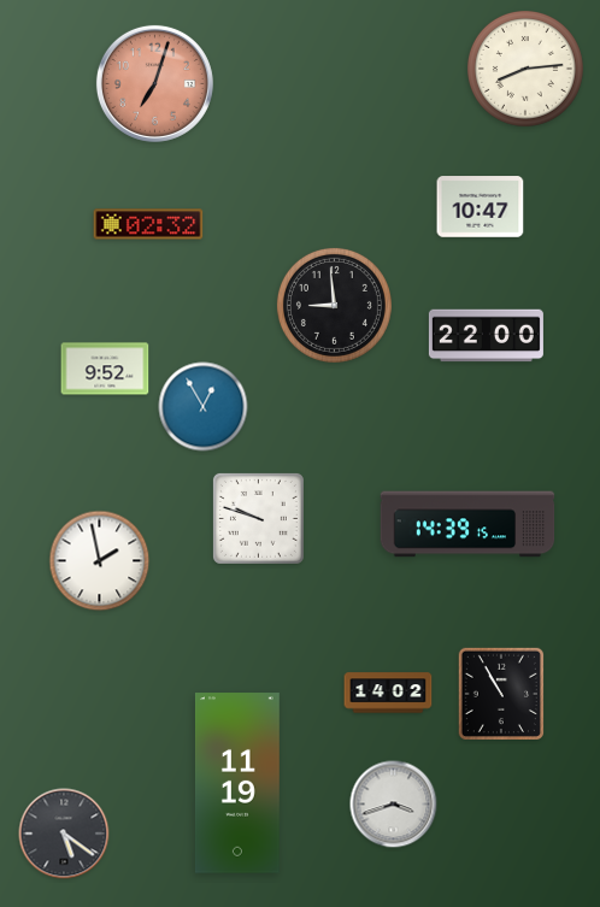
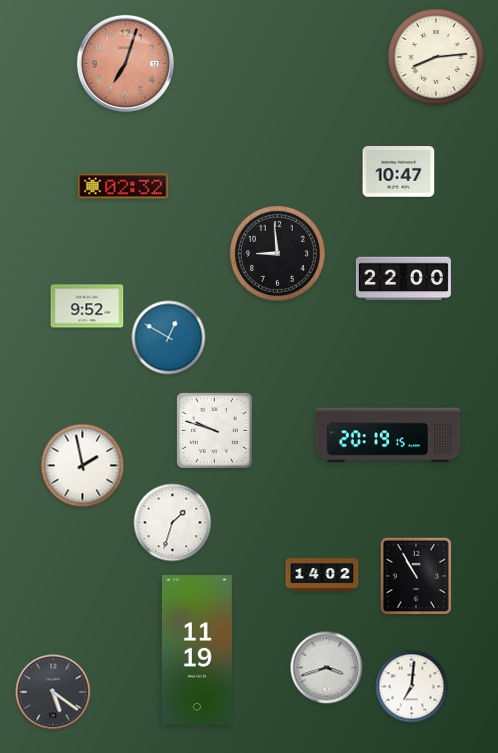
clock at (154, 83) position: (154, 83) -> (125, 63)
clock at (204, 407): 12:55 -> 12:50
clock at (467, 524): 14:39 -> 20:19
clock at (173, 523): none -> 1:33
clock at (412, 687): none -> 7:01
